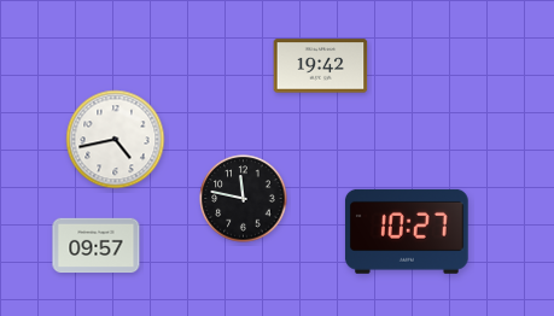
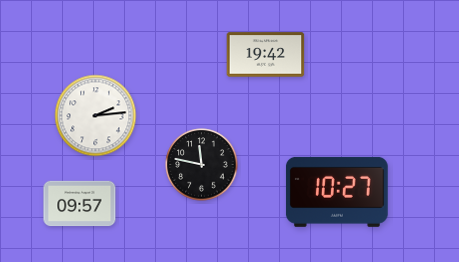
clock at (116, 140): 4:43 -> 2:14
